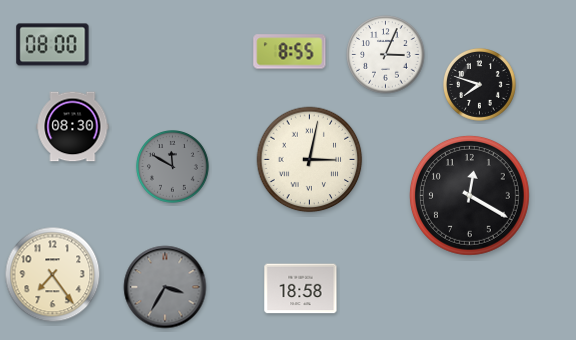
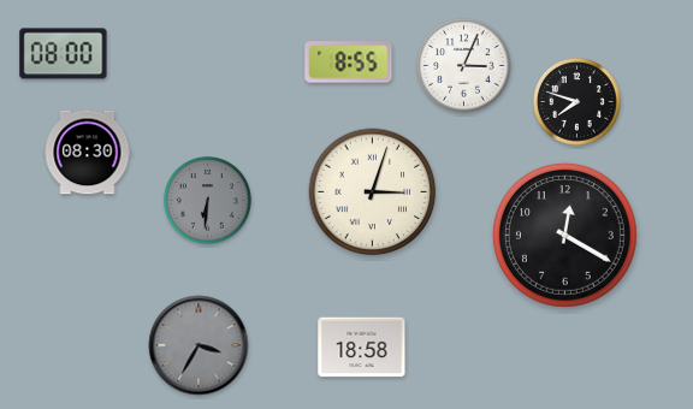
clock at (310, 160): 3:02 -> 3:03
clock at (173, 167): 11:50 -> 6:31
clock at (53, 275): 7:24 -> none
